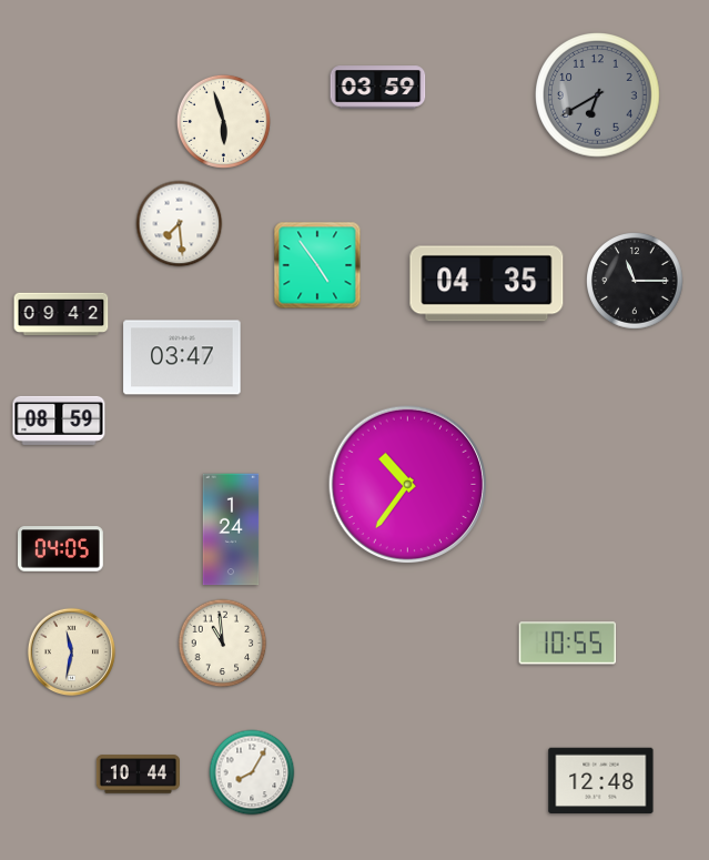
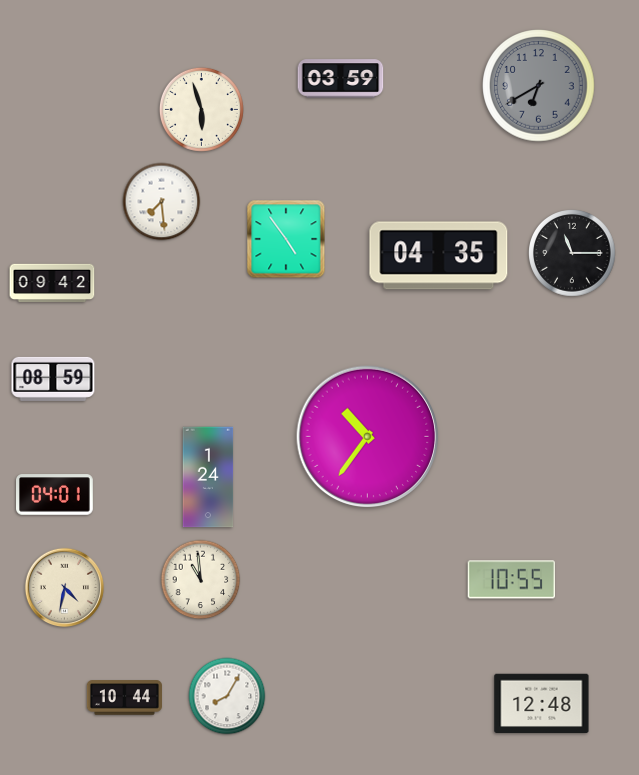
clock at (61, 314) position: (61, 314) -> (52, 283)
clock at (182, 357): 03:47 -> none
clock at (61, 549): 04:05 -> 04:01
clock at (72, 652): 11:32 -> 4:32
